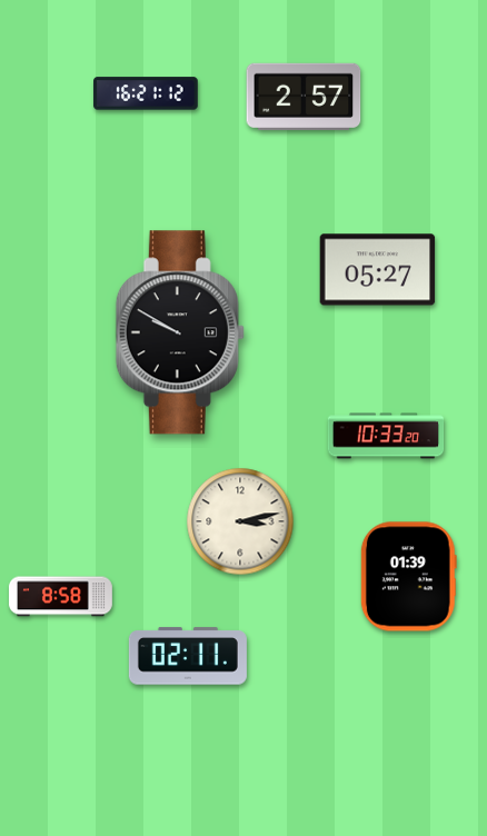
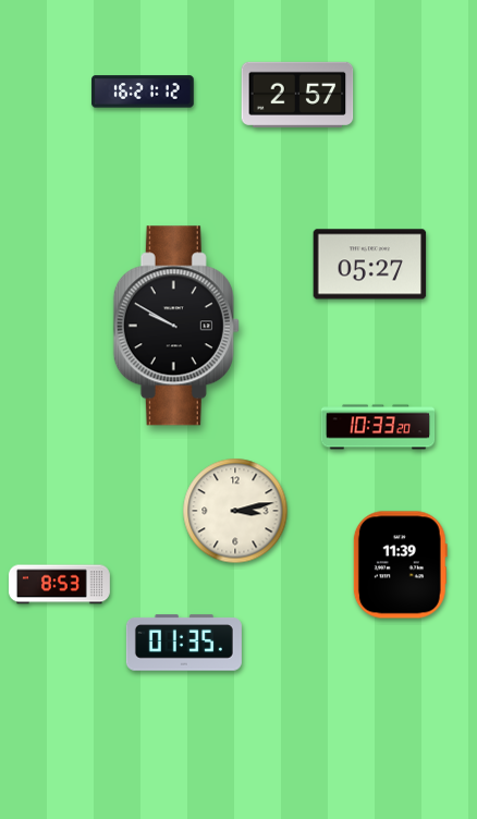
clock at (408, 577): 01:39 -> 11:39
clock at (60, 597): 8:58 -> 8:53
clock at (188, 656): 02:11 -> 01:35
